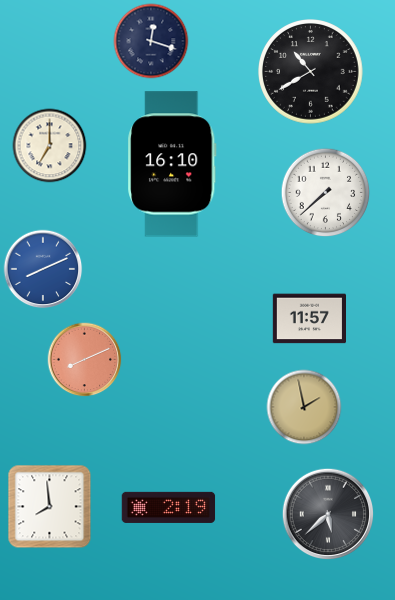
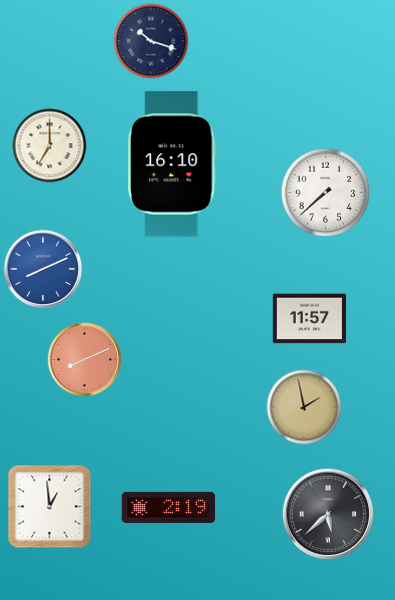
clock at (151, 41): 12:18 -> 10:18
clock at (311, 72): 10:40 -> none
clock at (50, 507): 7:59 -> 12:59
